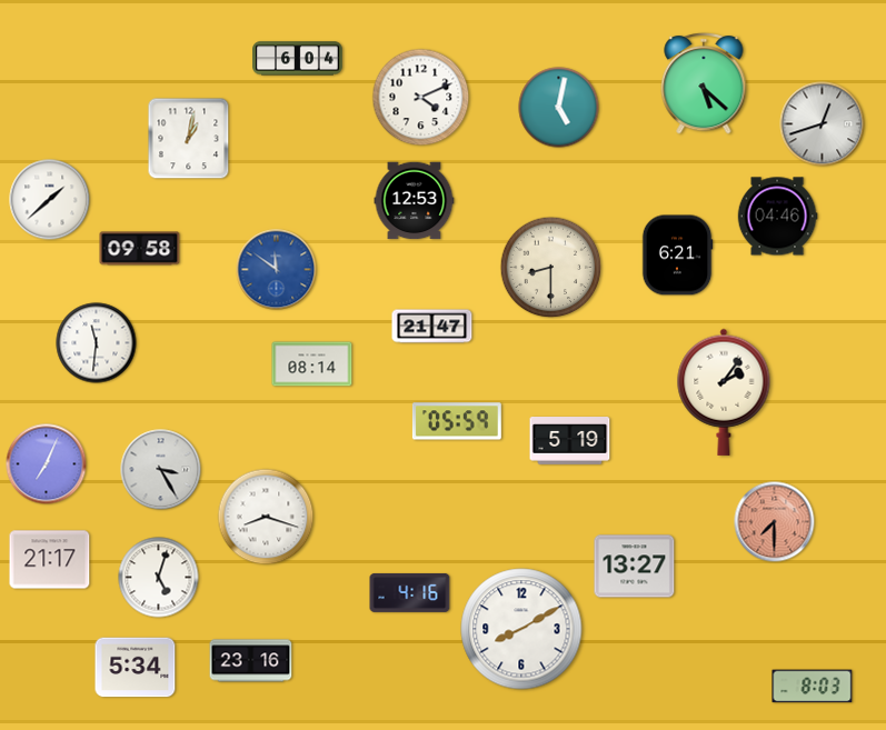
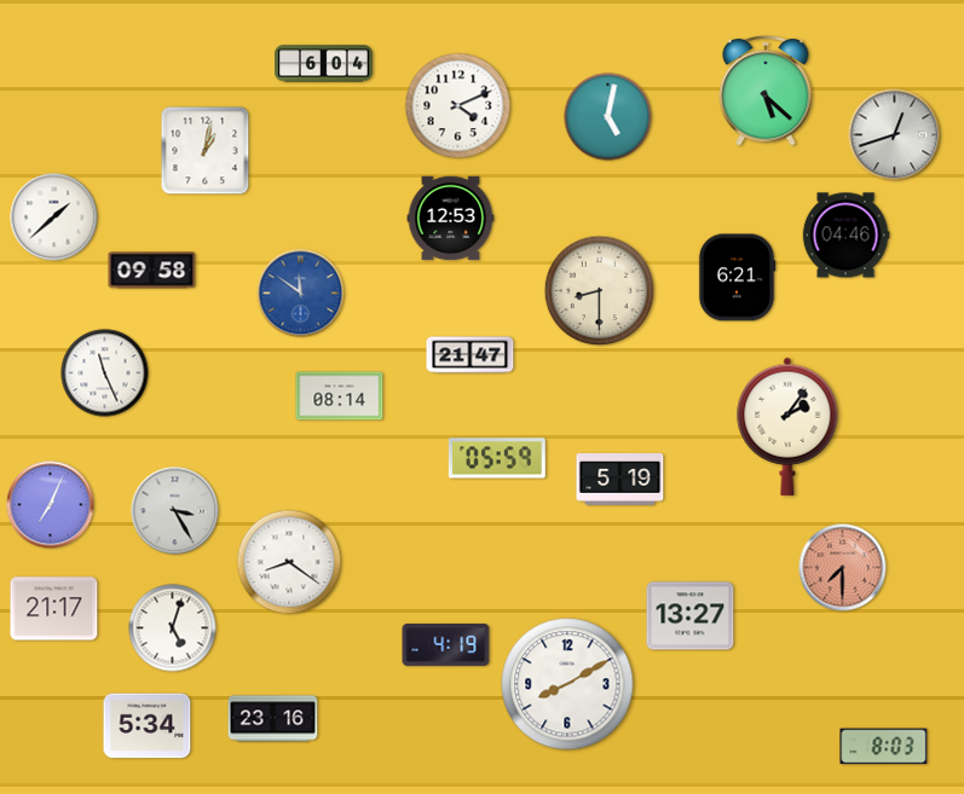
clock at (97, 343): 11:31 -> 11:26
clock at (266, 517): 8:18 -> 8:21
clock at (410, 592): 4:16 -> 4:19
